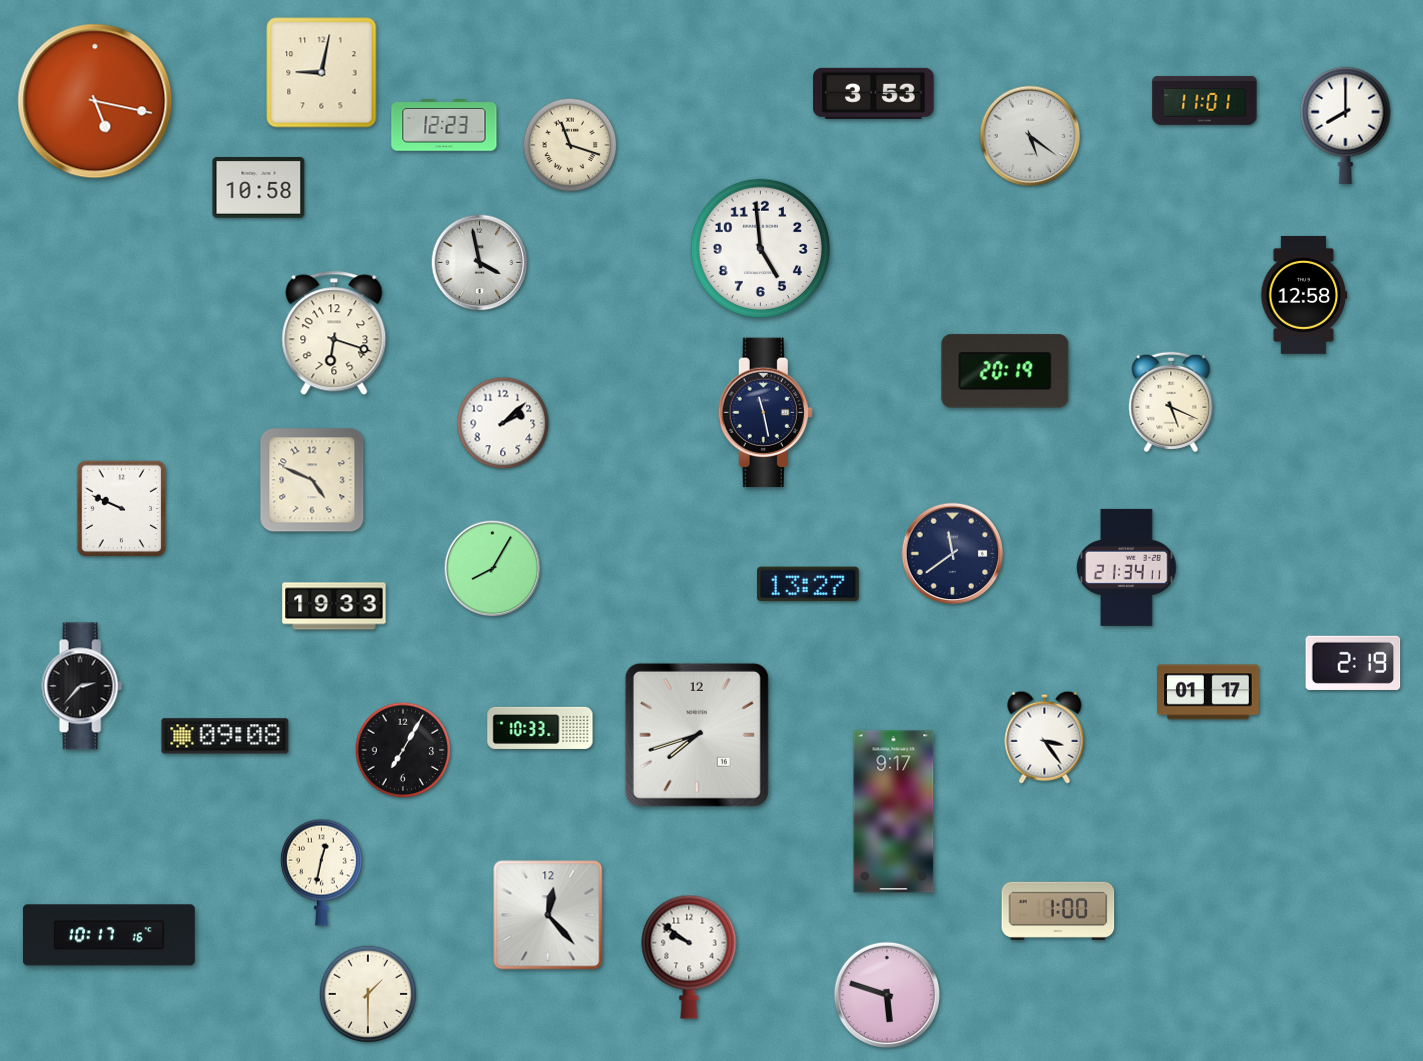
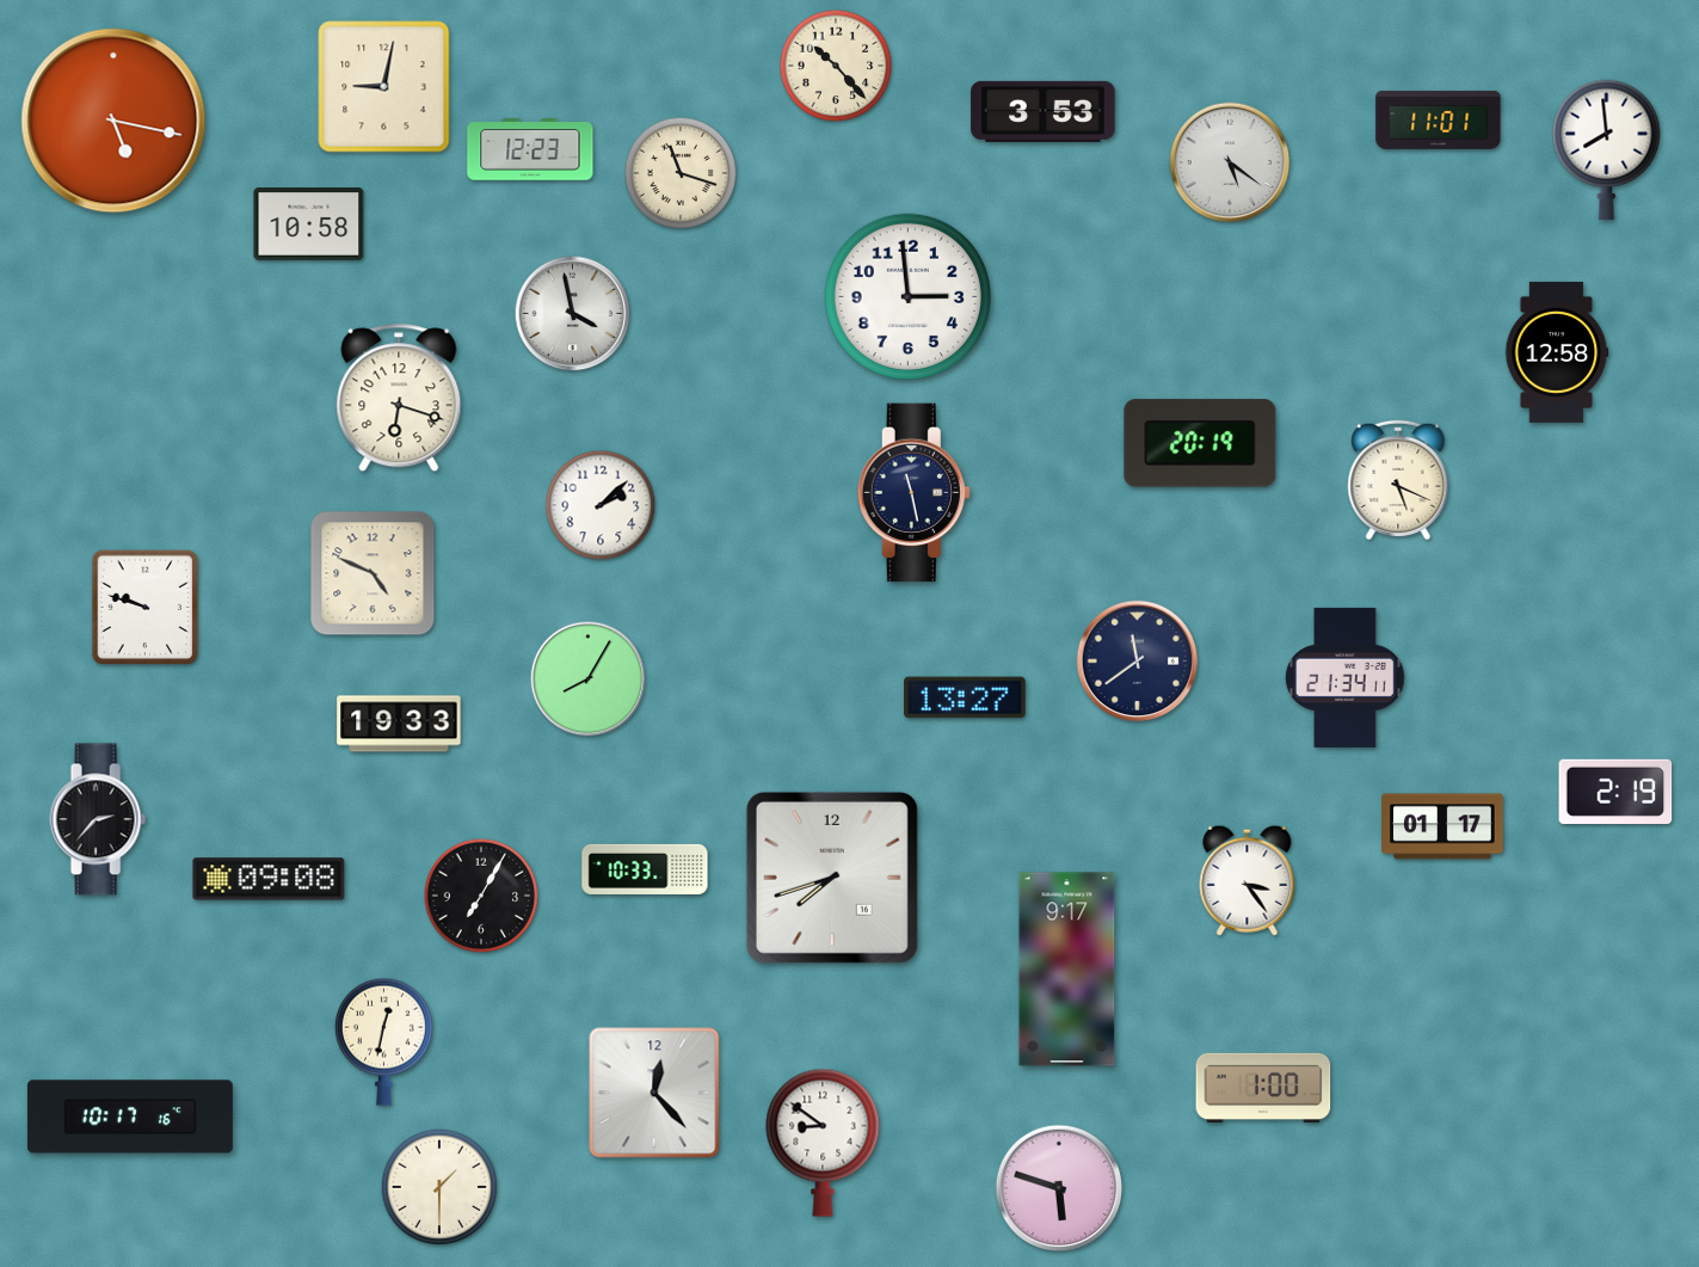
clock at (836, 66): none -> 10:23
clock at (1346, 125): 8:00 -> 7:59
clock at (760, 248): 4:59 -> 2:59
clock at (122, 509): 9:49 -> 9:48
clock at (689, 957): 9:51 -> 8:51
